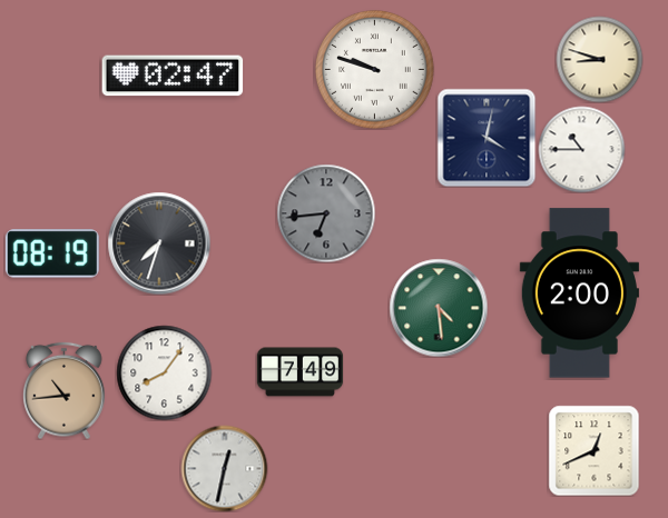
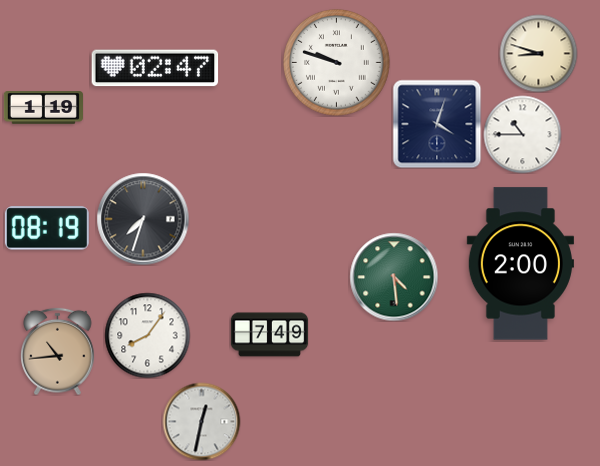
clock at (43, 108): none -> 1:19
clock at (487, 138): 4:02 -> 4:03
clock at (326, 213): 6:44 -> none
clock at (593, 450): 12:41 -> none
